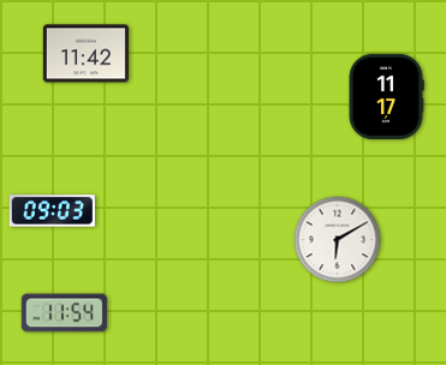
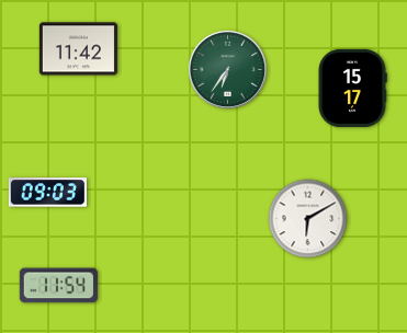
clock at (227, 69): none -> 6:36
clock at (386, 96): 11:17 -> 15:17
